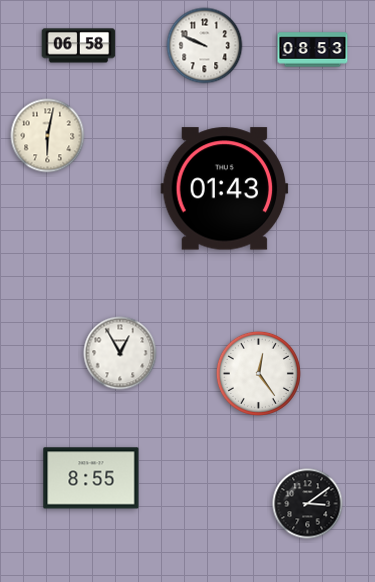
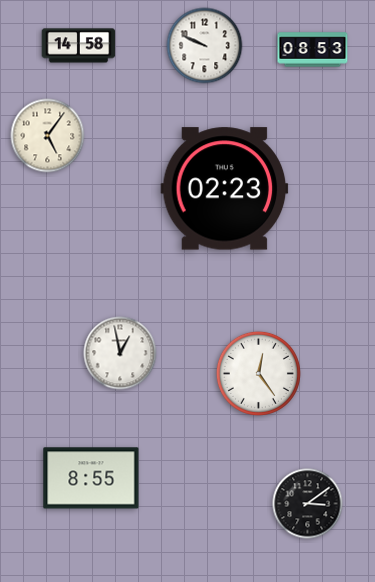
clock at (79, 46): 06:58 -> 14:58
clock at (48, 136): 6:02 -> 5:06
clock at (225, 189): 01:43 -> 02:23
clock at (120, 353): 12:55 -> 12:58
